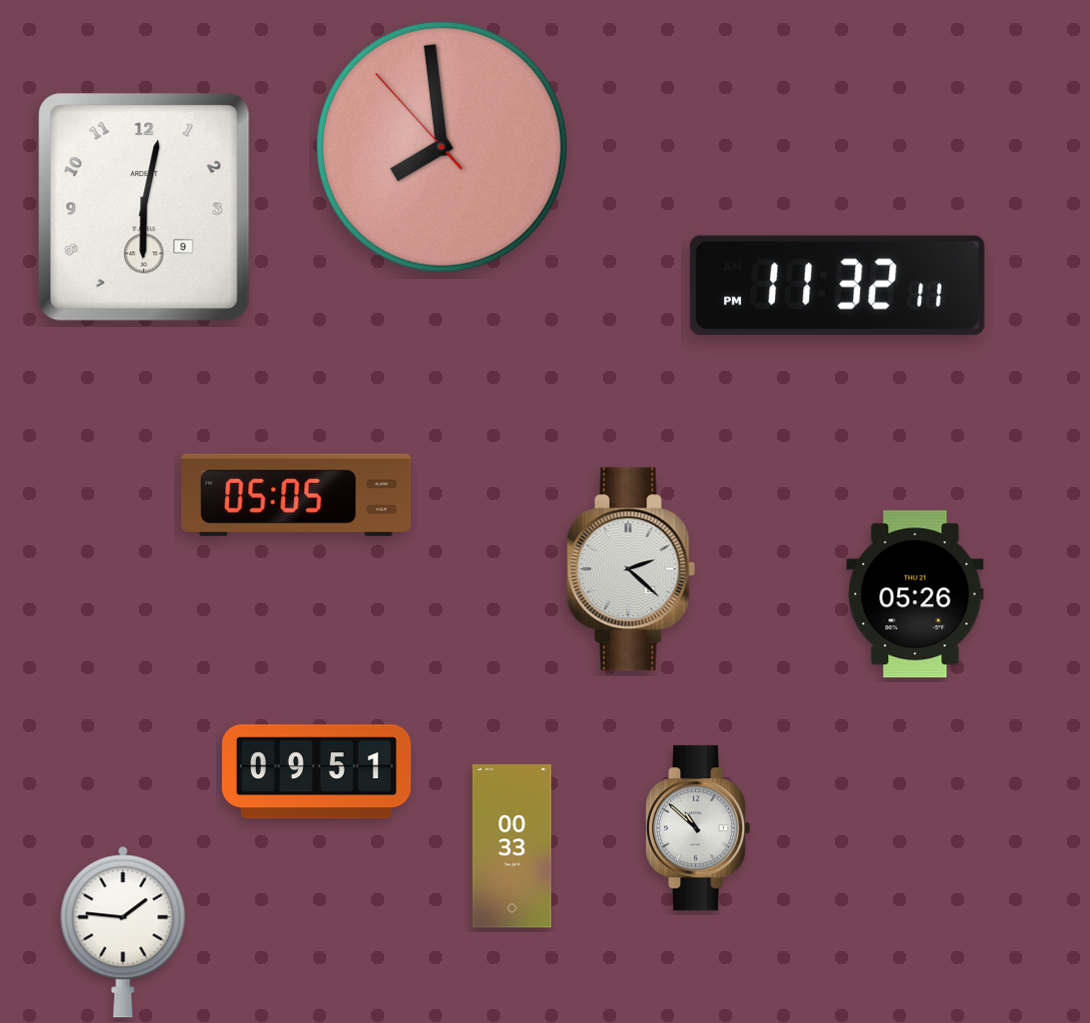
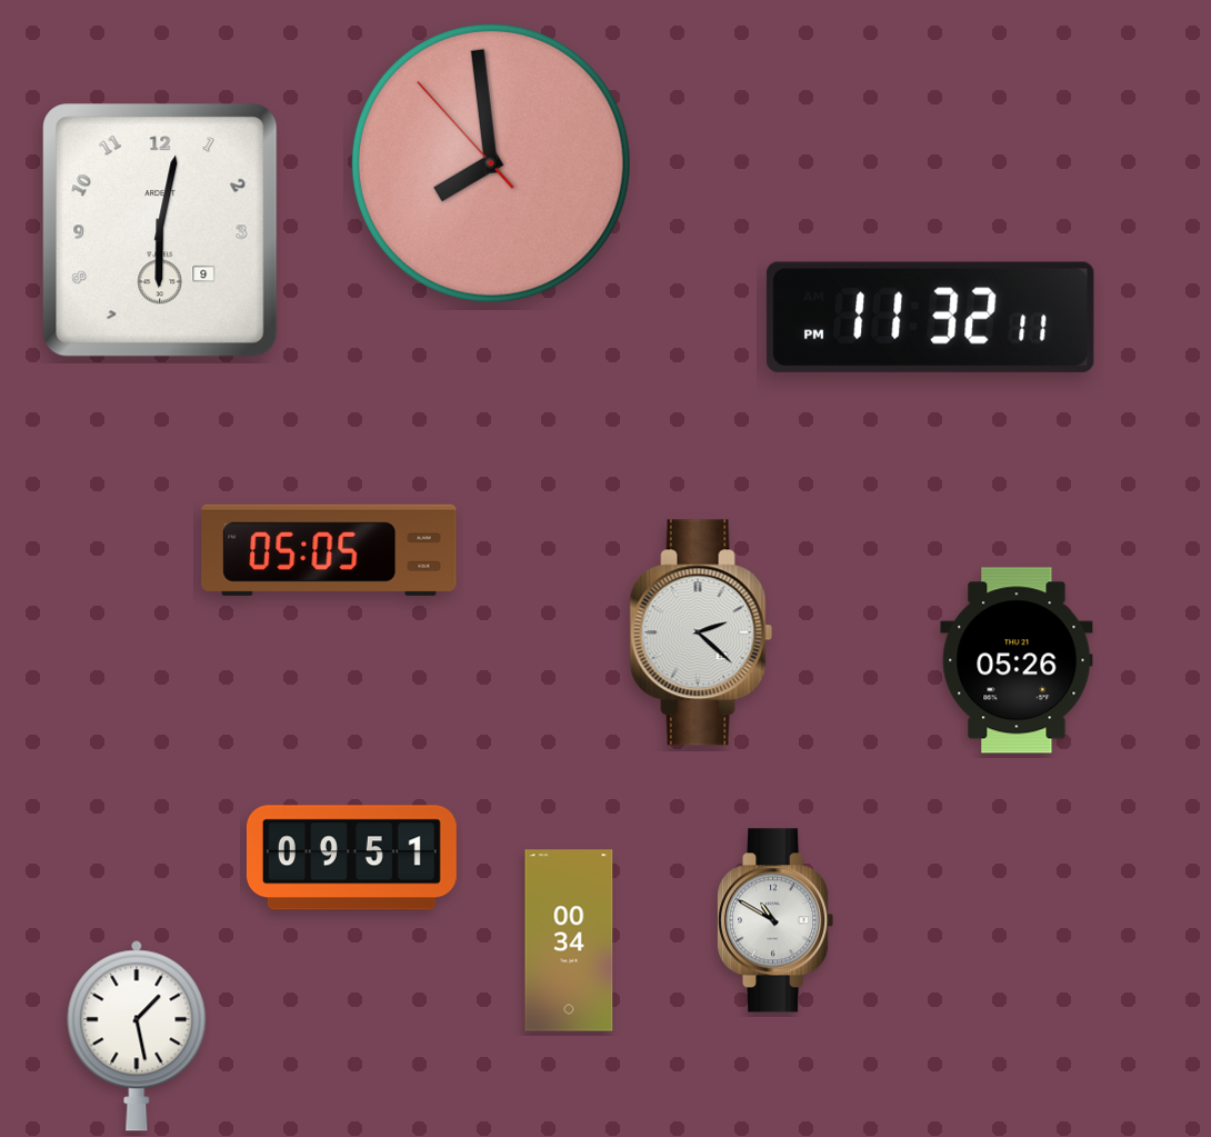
clock at (698, 828): 10:52 -> 10:50
clock at (512, 846): 00:33 -> 00:34
clock at (123, 932): 1:46 -> 1:28
